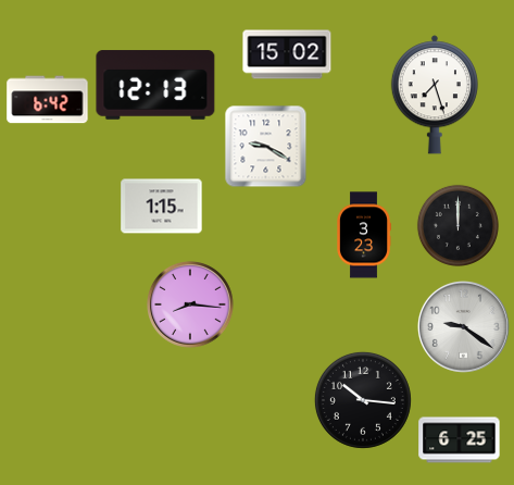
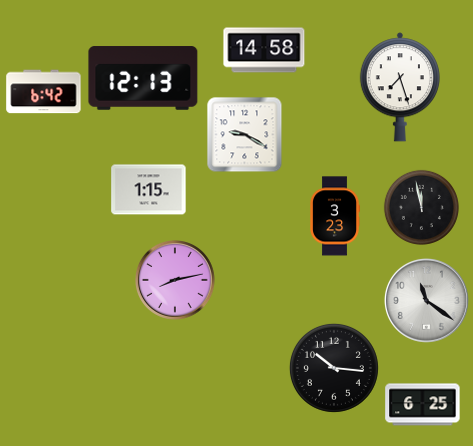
clock at (287, 54): 15:02 -> 14:58
clock at (457, 225): 12:00 -> 11:58
clock at (191, 306): 8:16 -> 8:13
clock at (463, 326): 9:21 -> 11:21
